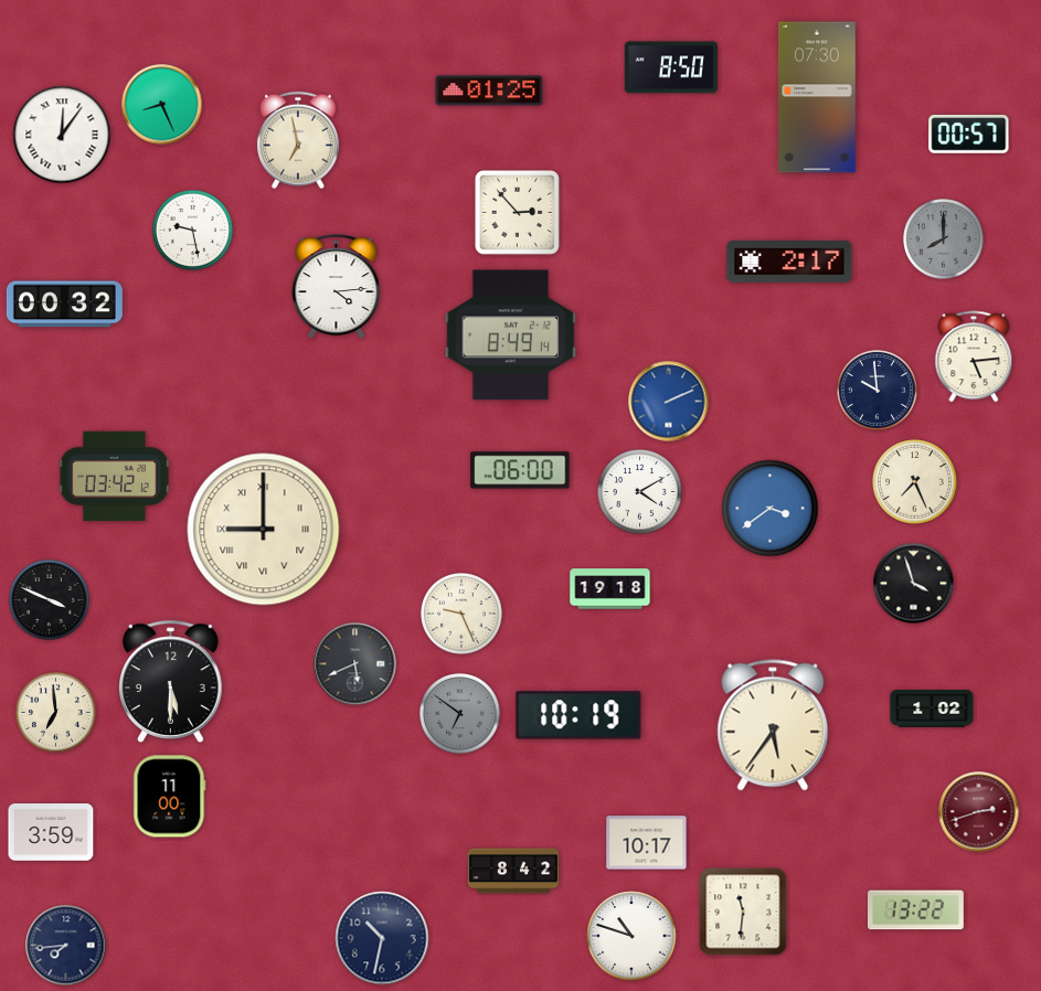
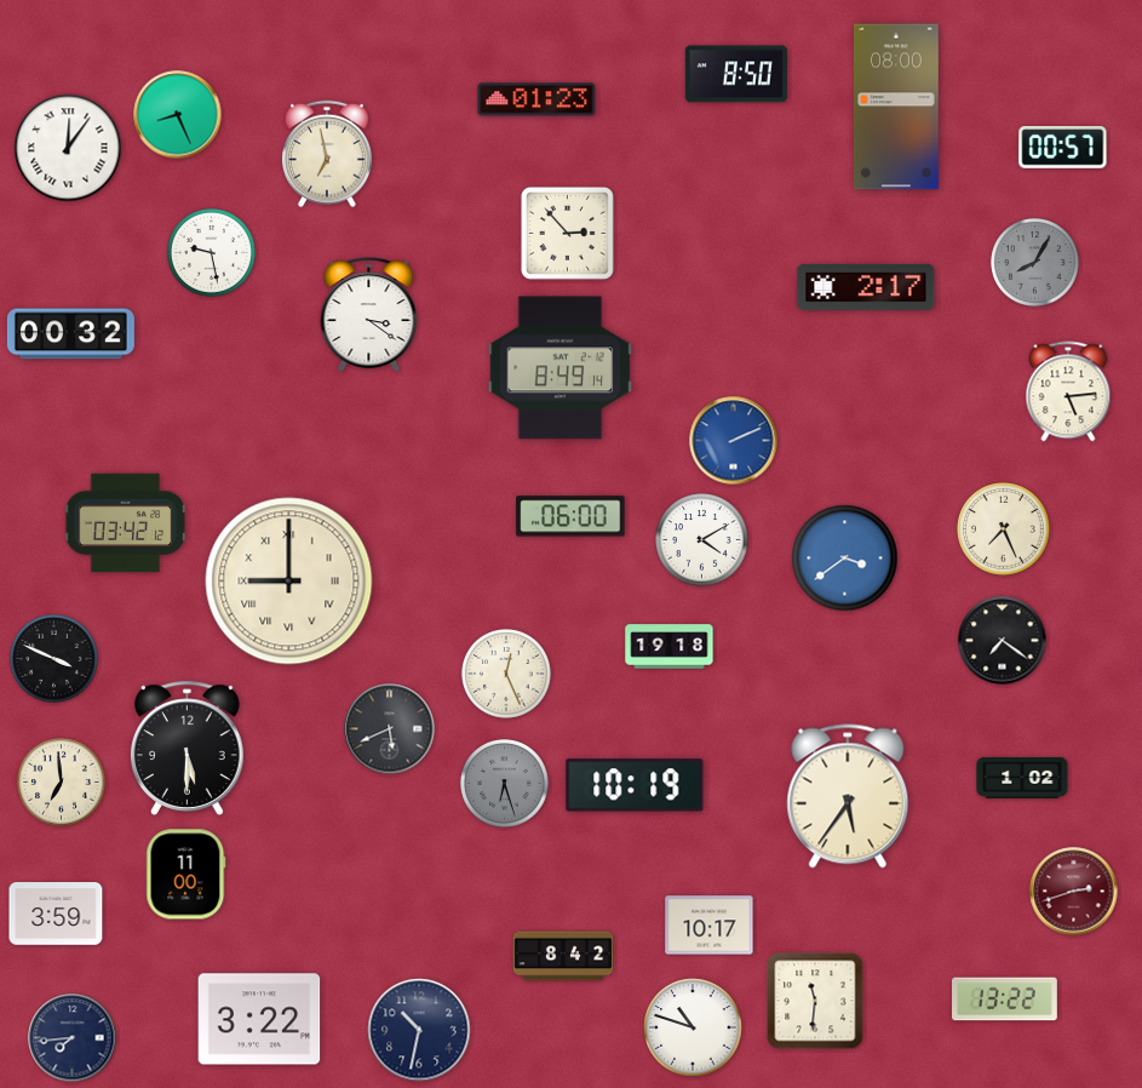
clock at (489, 90): 01:25 -> 01:23
clock at (817, 97): 07:30 -> 08:00
clock at (944, 239): 8:00 -> 8:05
clock at (337, 287): 4:14 -> 3:21
clock at (878, 391): 9:59 -> none
clock at (914, 584): 3:57 -> 7:21
clock at (463, 615): 9:26 -> 12:26
clock at (460, 714): 6:51 -> 6:27
clock at (259, 1019): none -> 3:22
